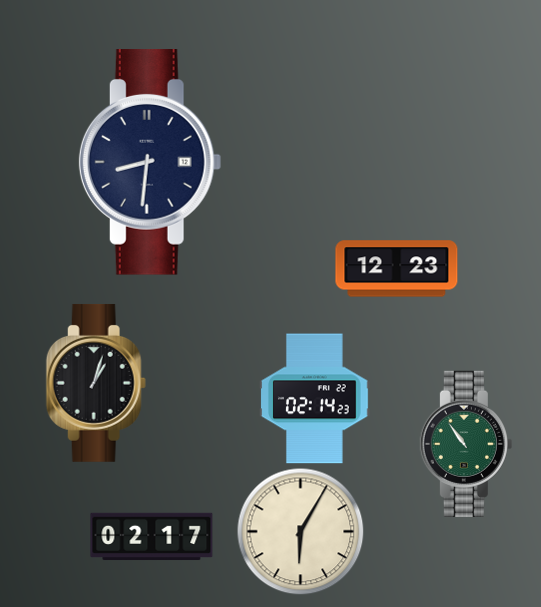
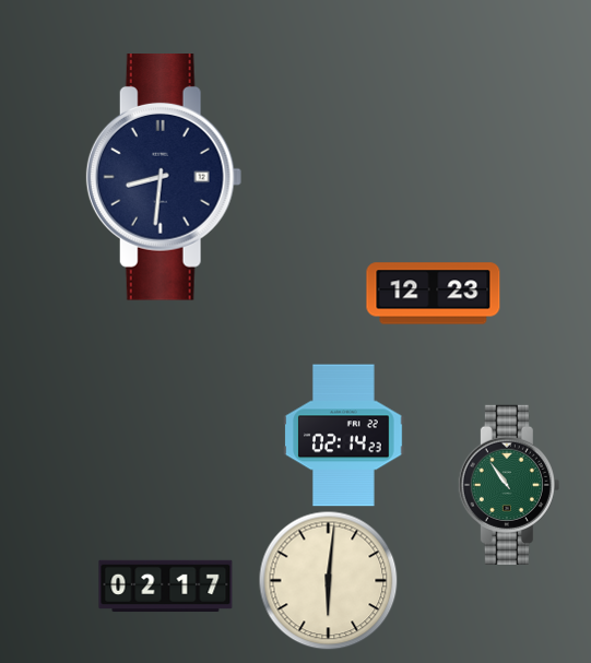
clock at (96, 383): 1:03 -> none
clock at (300, 531): 6:05 -> 6:01
